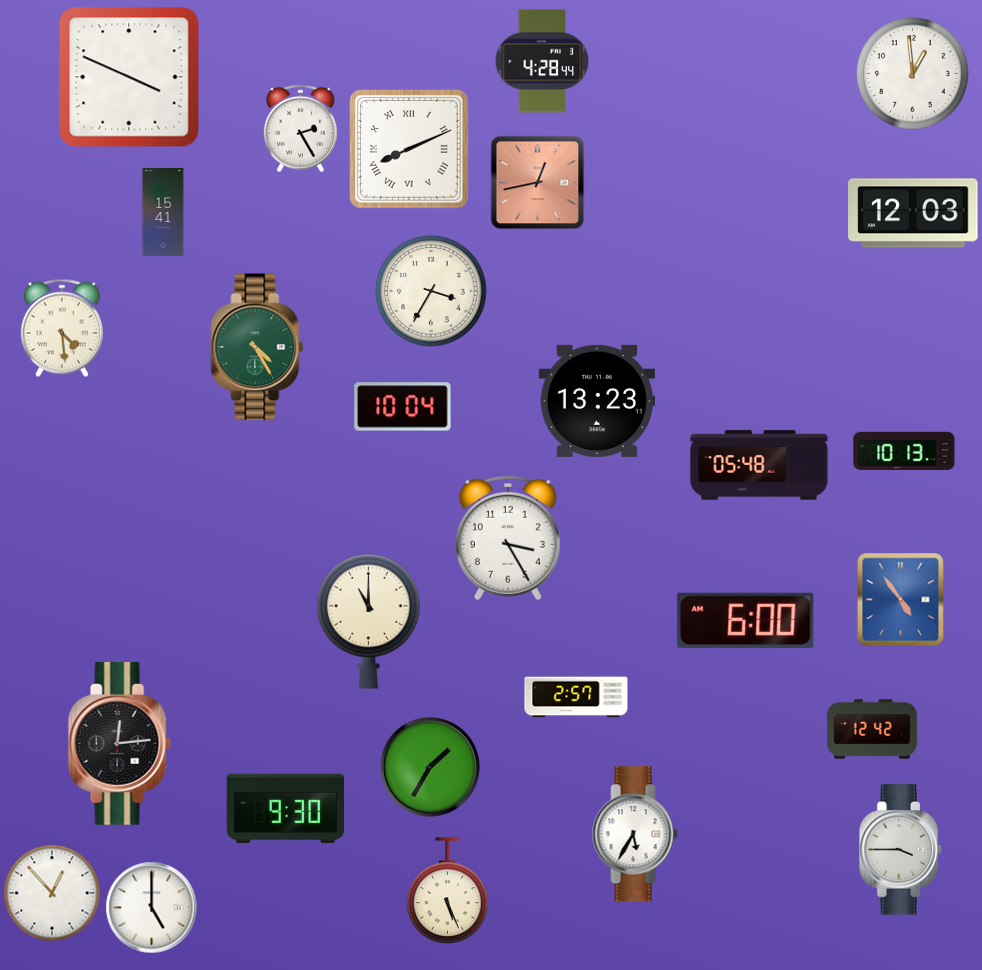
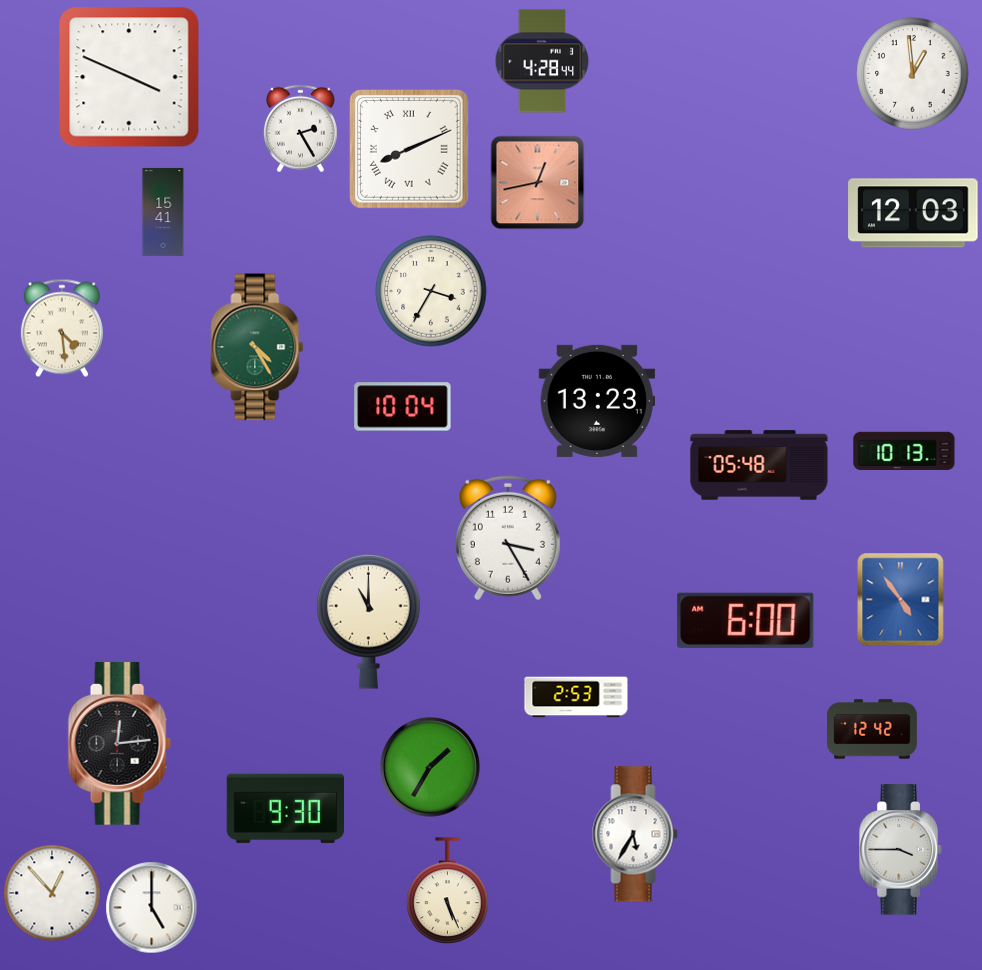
clock at (576, 697): 2:57 -> 2:53
